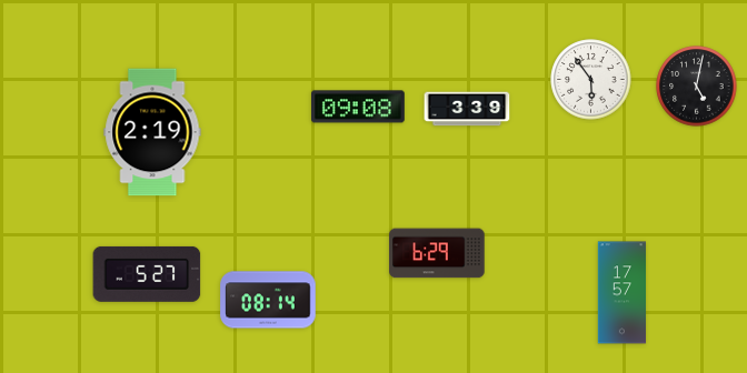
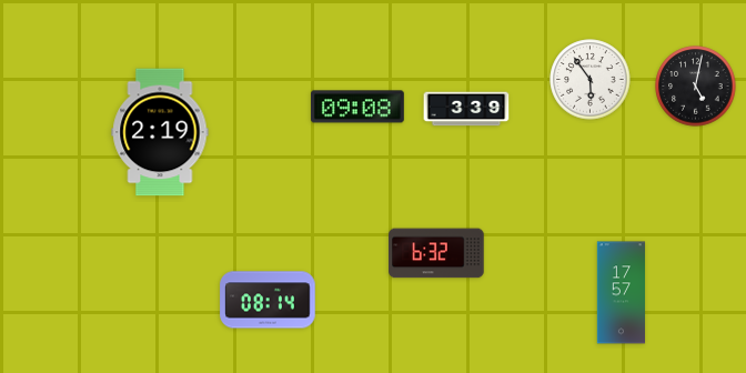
clock at (152, 132) position: (152, 132) -> (160, 132)
clock at (437, 253): 6:29 -> 6:32
clock at (147, 274): 5:27 -> none
